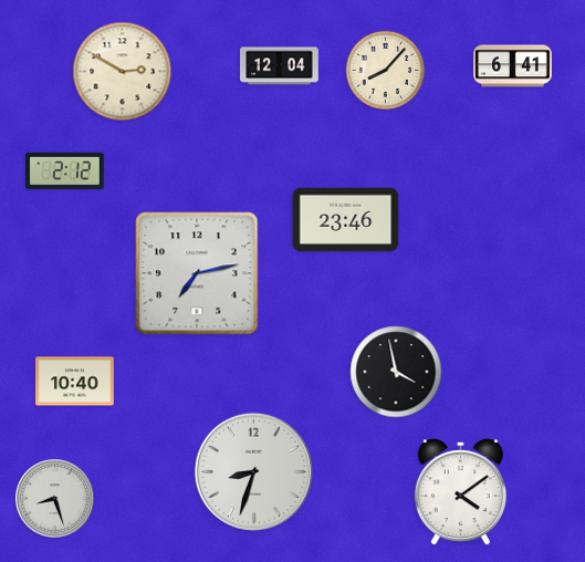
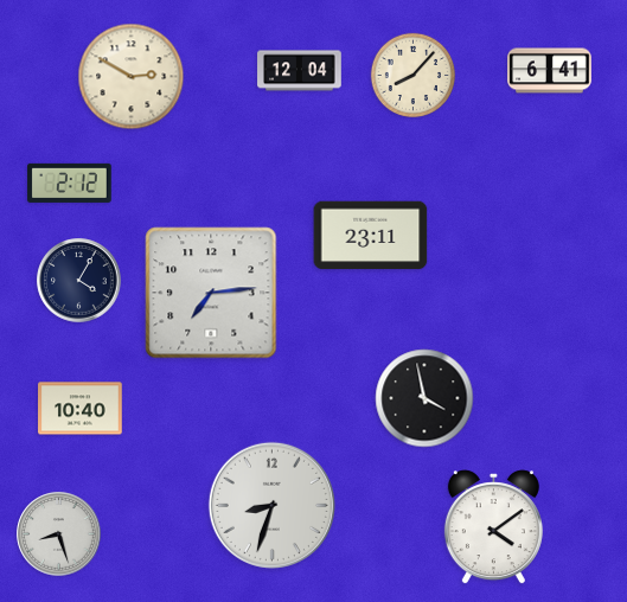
clock at (346, 220): 23:46 -> 23:11
clock at (79, 281): none -> 4:05
clock at (197, 273): 7:13 -> 7:14
